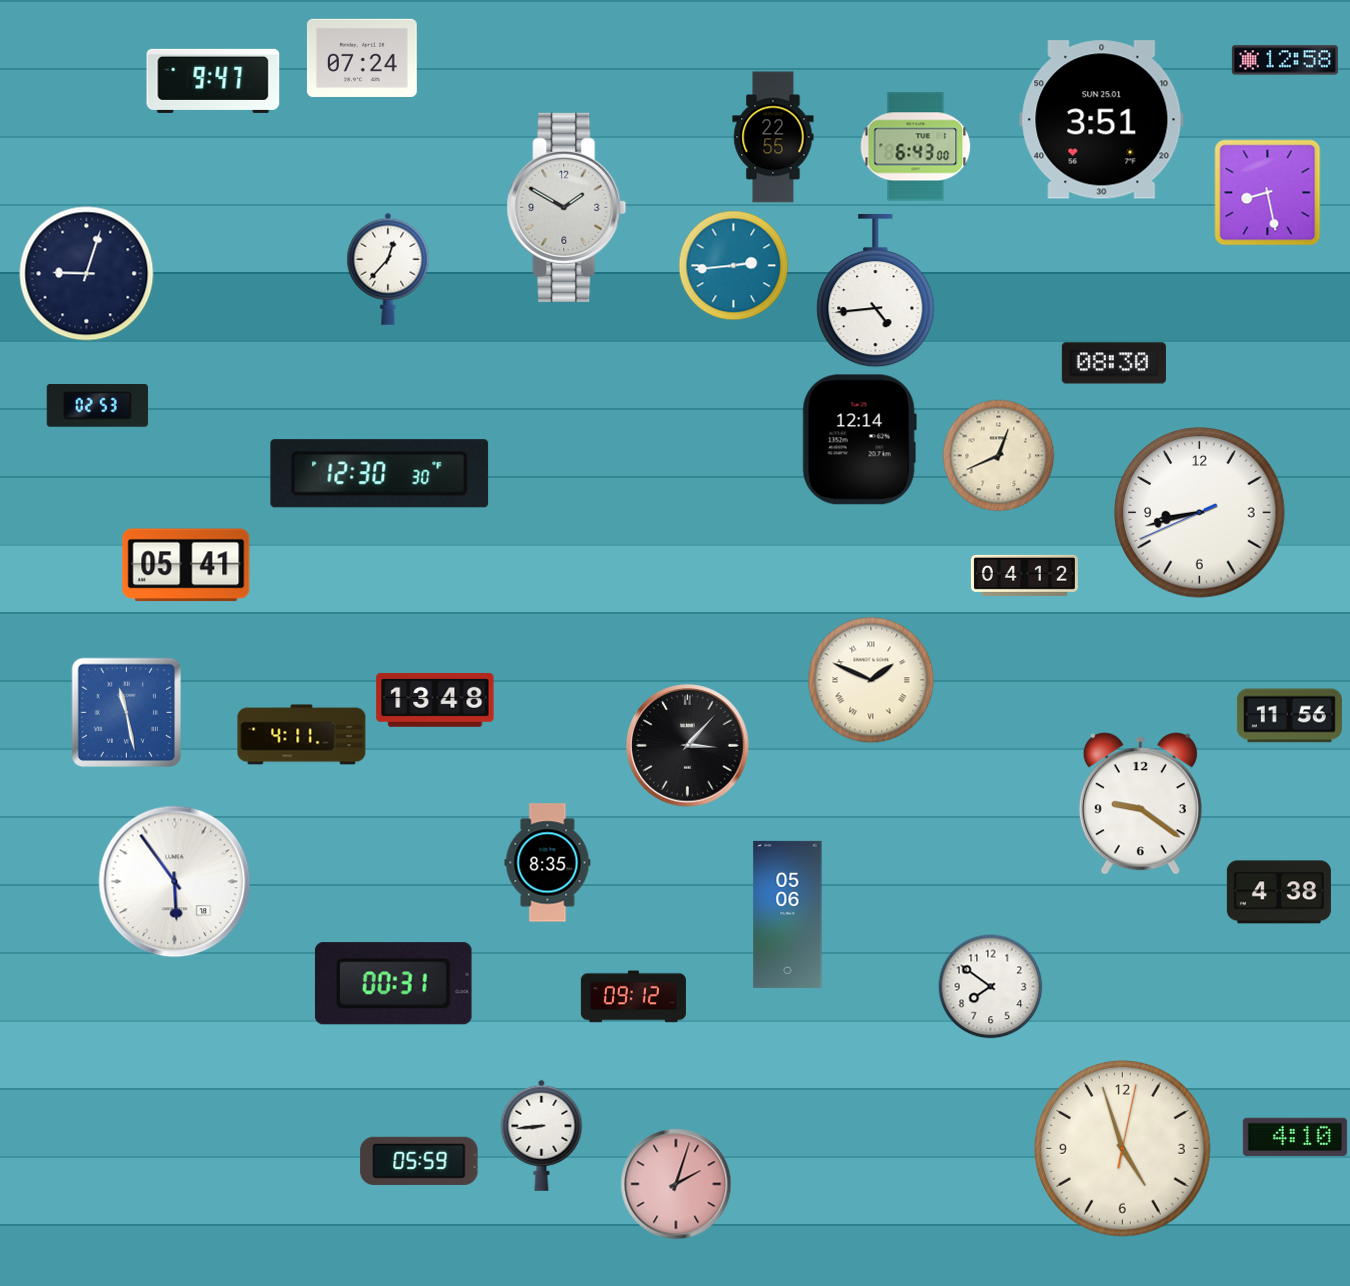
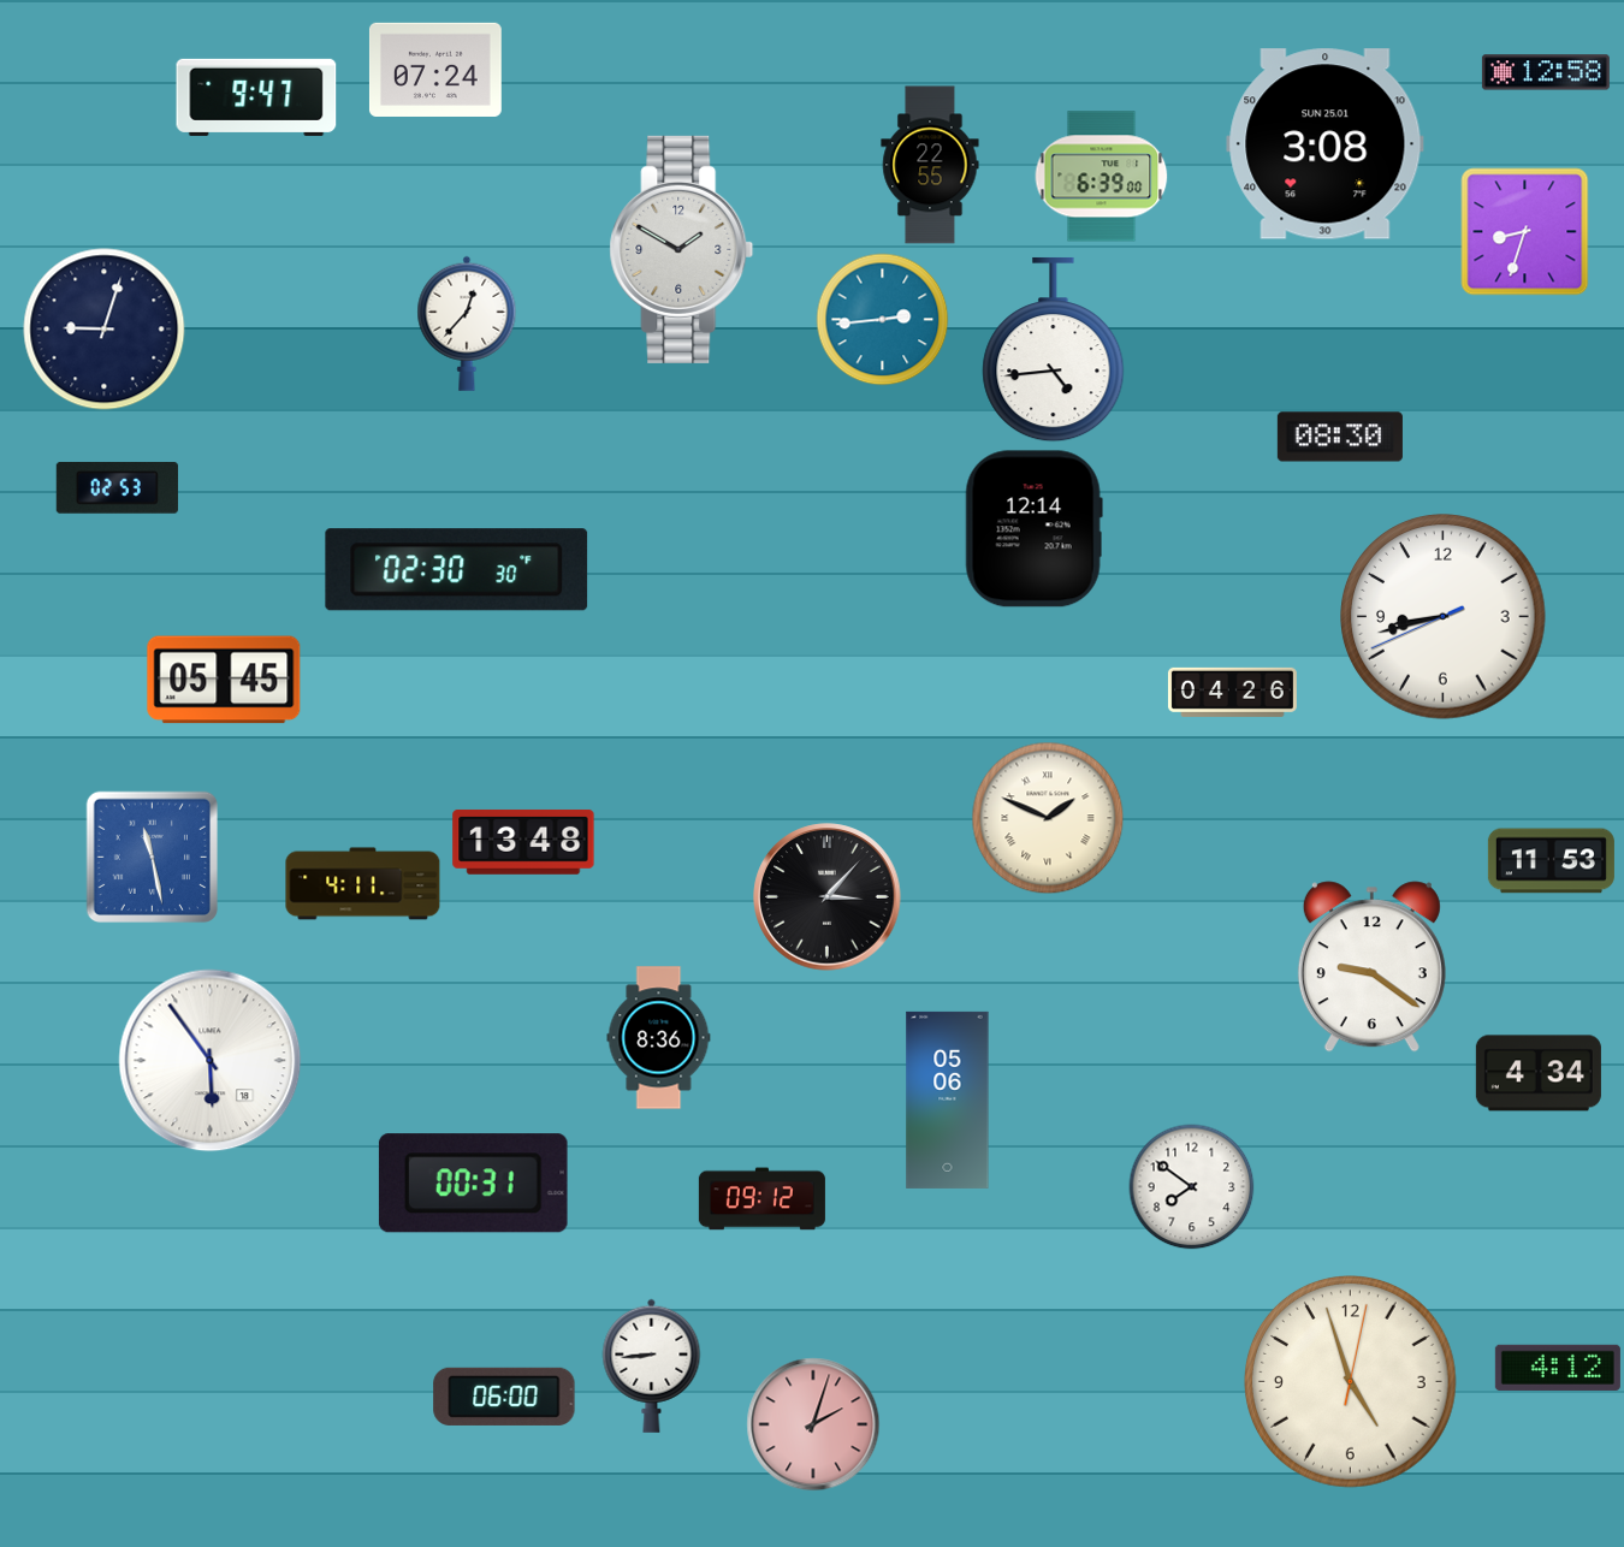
clock at (1102, 120): 3:51 -> 3:08
clock at (916, 147): 6:43 -> 6:39
clock at (1268, 193): 8:28 -> 8:33
clock at (999, 456): 12:41 -> none
clock at (380, 474): 12:30 -> 02:30
clock at (186, 565): 05:41 -> 05:45
clock at (1024, 575): 04:12 -> 04:26
clock at (1289, 716): 11:56 -> 11:53
clock at (548, 863): 8:35 -> 8:36
clock at (1279, 892): 4:38 -> 4:34
clock at (1295, 1137): 4:10 -> 4:12
clock at (419, 1161): 05:59 -> 06:00
